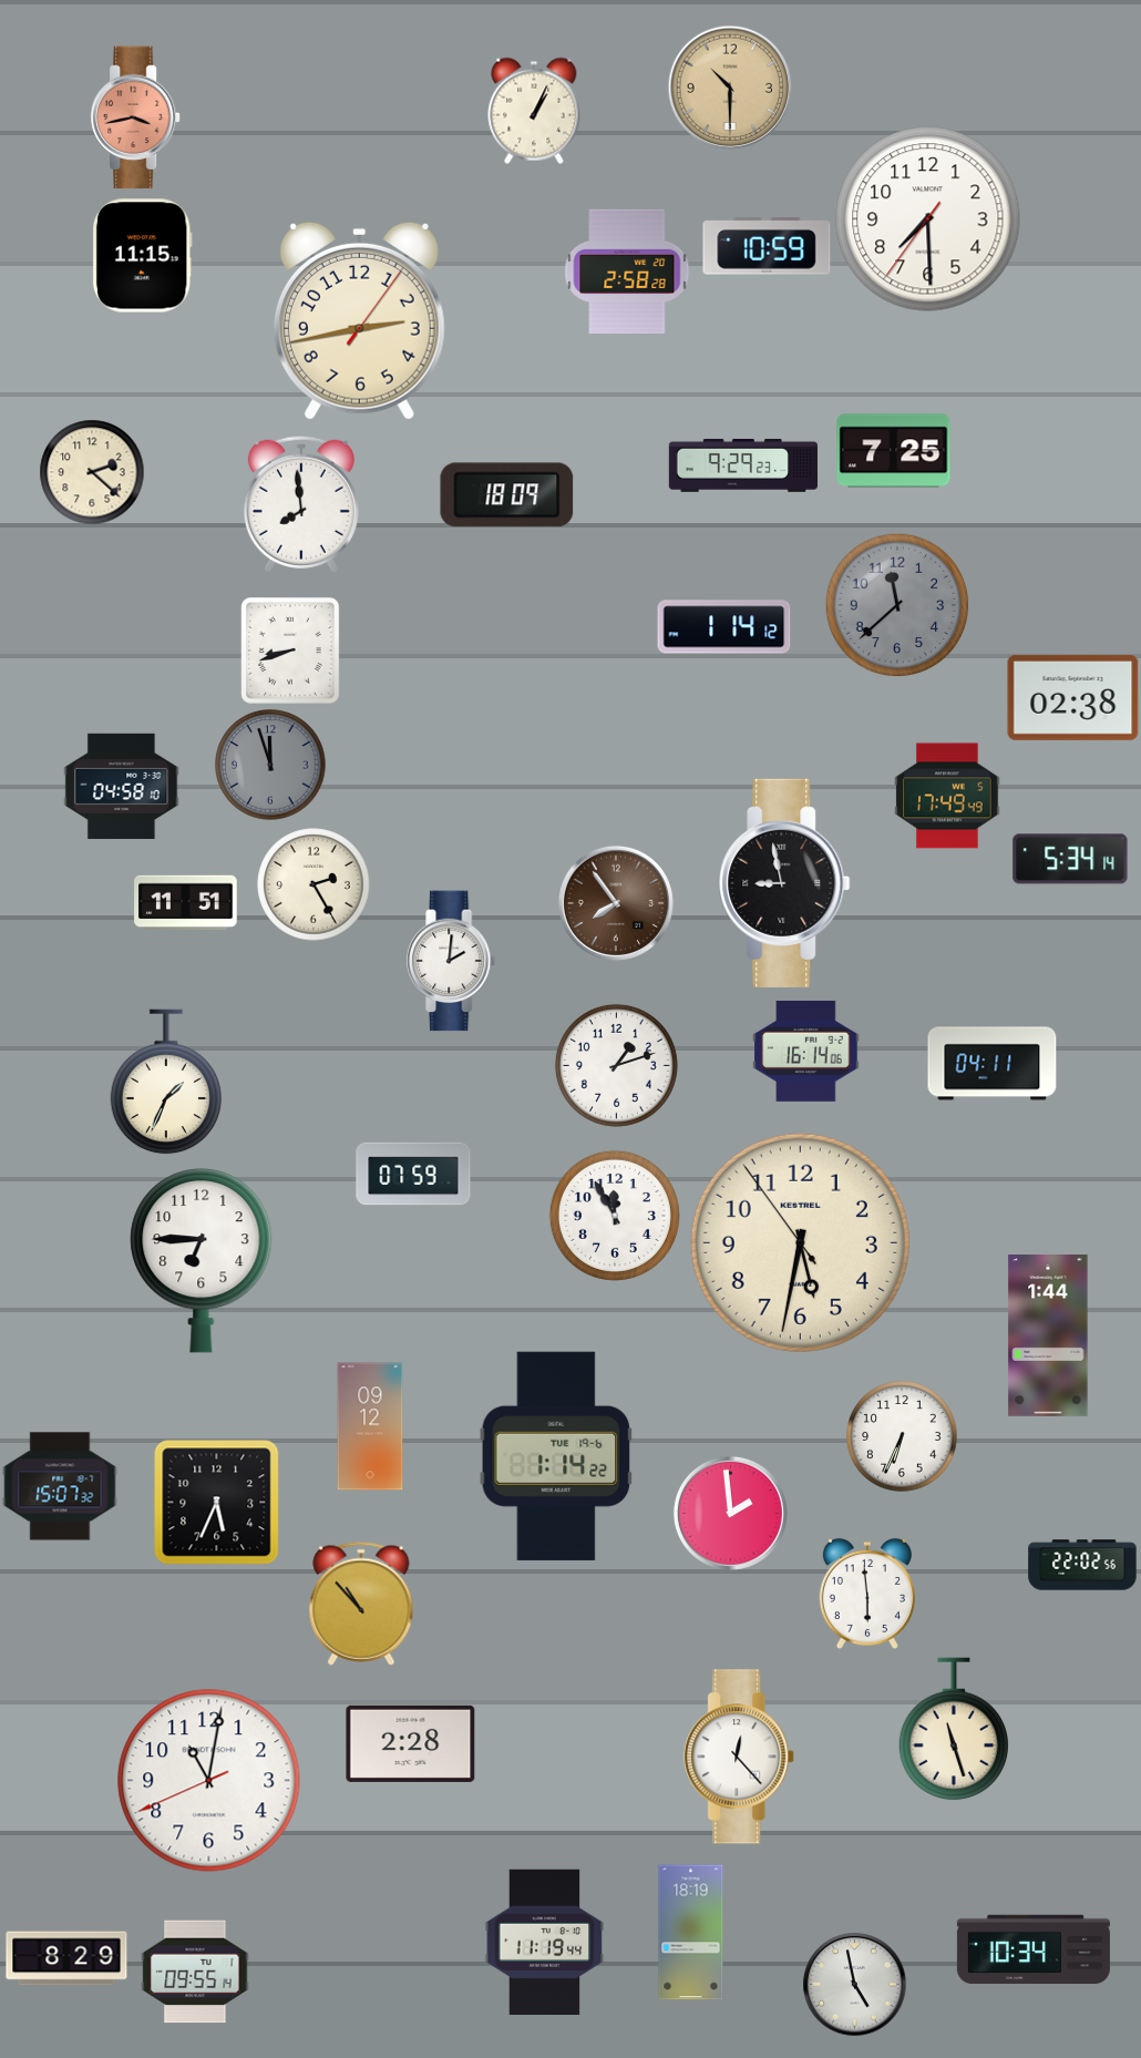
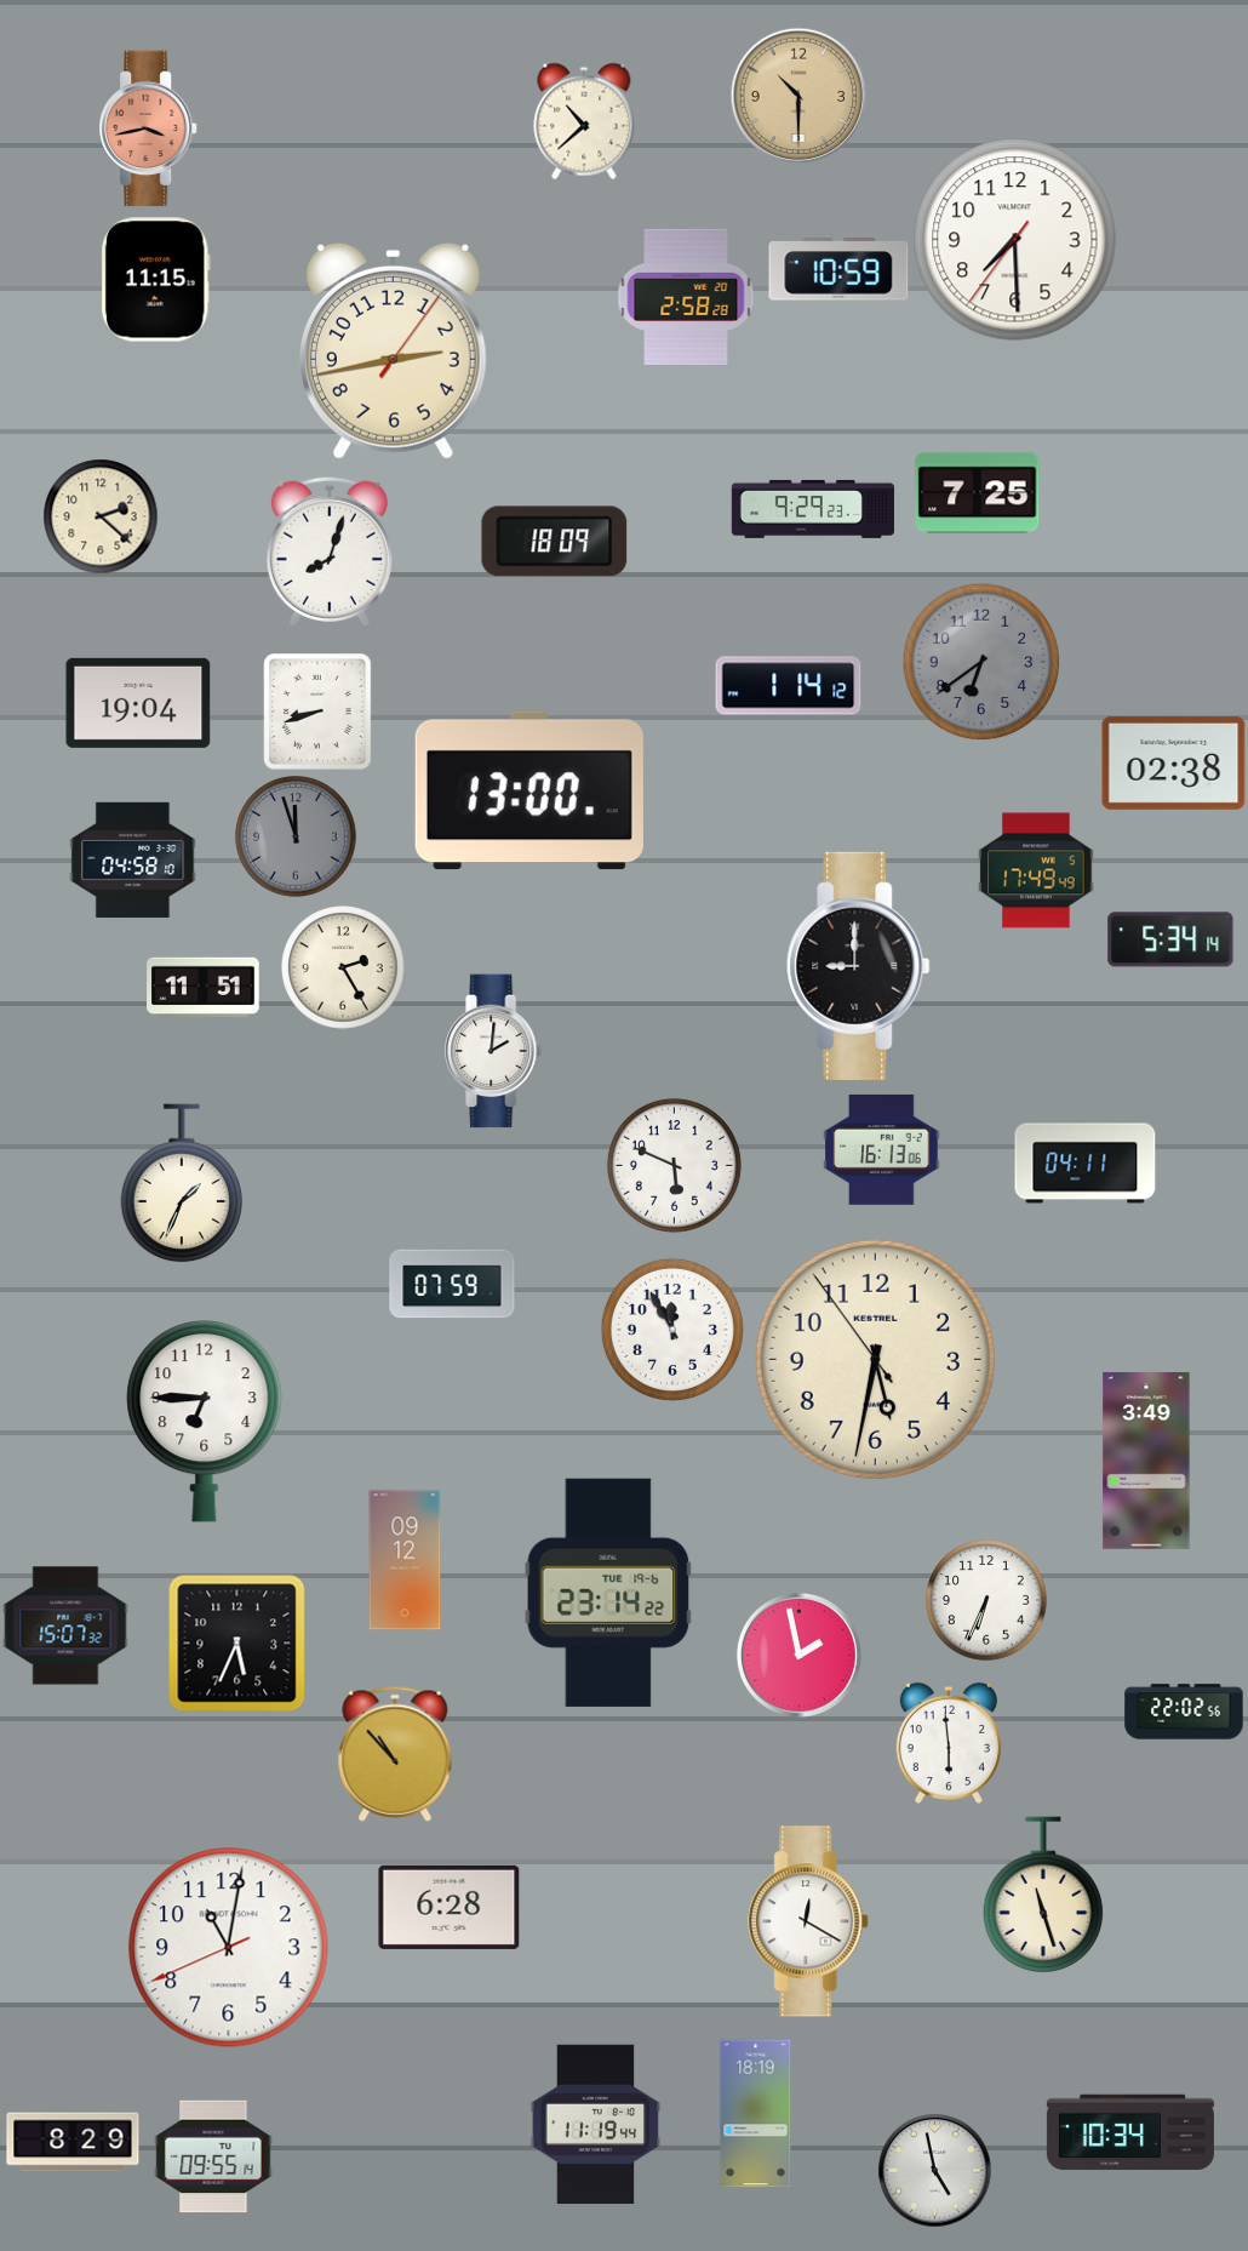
clock at (534, 111): 1:04 -> 10:38
clock at (301, 504): 7:59 -> 8:03
clock at (897, 605): 11:38 -> 6:39
clock at (724, 627) position: (724, 627) -> (789, 686)
clock at (138, 703): none -> 19:04
clock at (529, 790): none -> 13:00
clock at (784, 883): 8:58 -> 9:00
clock at (616, 903): 7:54 -> none
clock at (806, 1051): 16:14 -> 16:13
clock at (616, 1065): 1:12 -> 5:49
clock at (202, 1261) position: (202, 1261) -> (205, 1422)
clock at (1048, 1337): 1:44 -> 3:49
clock at (902, 1436) position: (902, 1436) -> (986, 1600)
clock at (556, 1456): 1:14 -> 23:14
clock at (730, 1513): 1:59 -> 1:58
clock at (953, 1729) position: (953, 1729) -> (1042, 1895)
clock at (411, 1743): 2:28 -> 6:28
clock at (740, 1757): 12:23 -> 12:20
